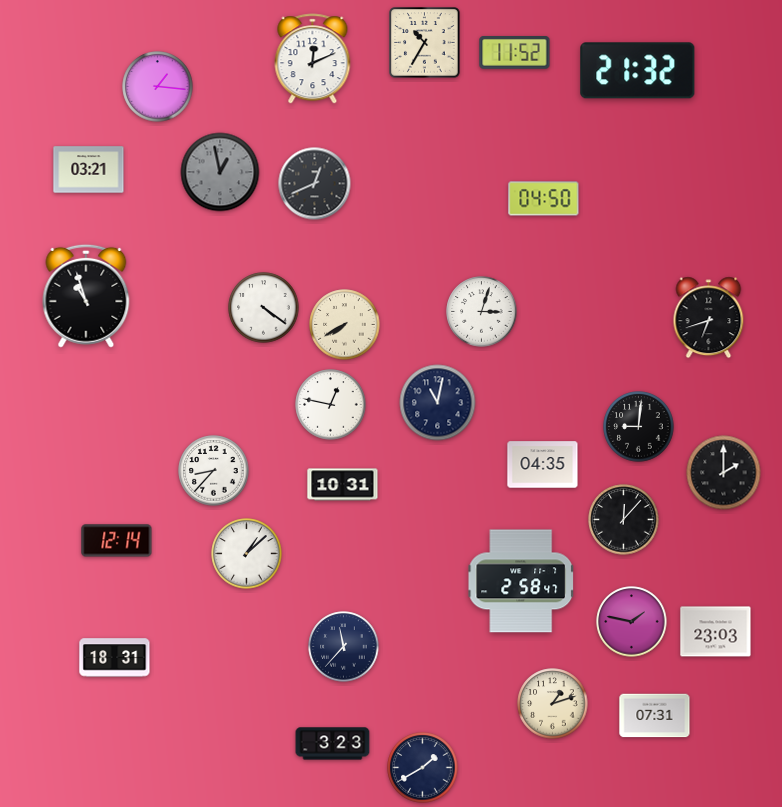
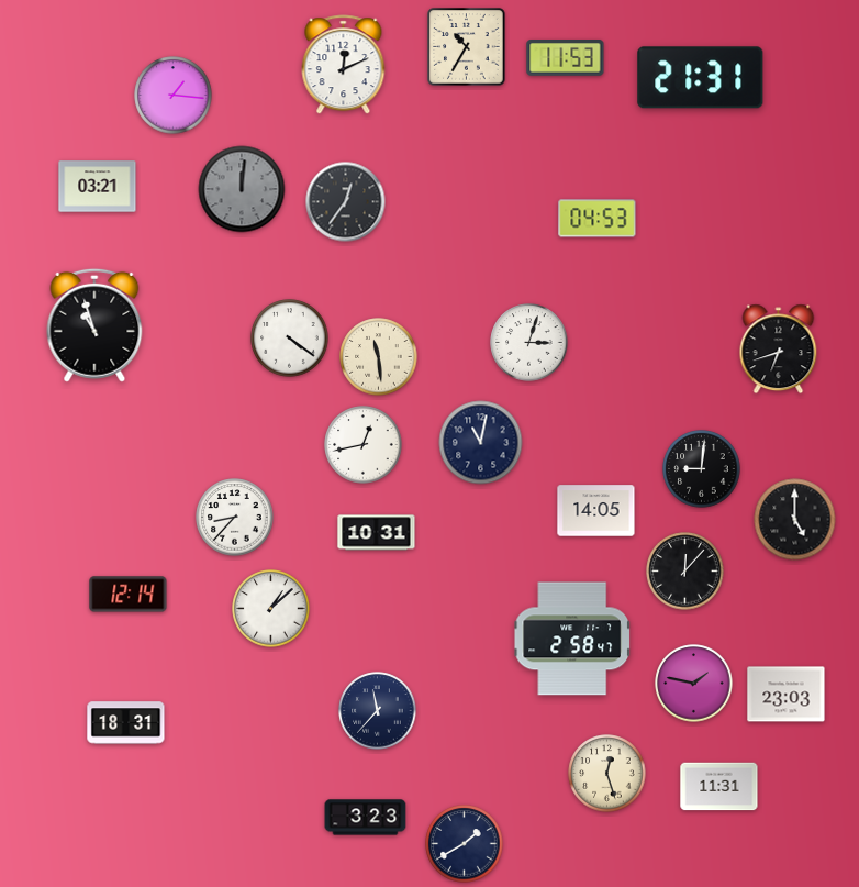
clock at (515, 53): 11:52 -> 11:53
clock at (638, 71): 21:32 -> 21:31
clock at (220, 172): 12:58 -> 12:01
clock at (315, 184): 12:41 -> 12:36
clock at (544, 199): 04:50 -> 04:53
clock at (345, 325): 7:40 -> 11:29
clock at (331, 405): 12:47 -> 12:43
clock at (543, 465): 04:35 -> 14:05
clock at (724, 473): 2:00 -> 5:00
clock at (553, 704): 1:12 -> 12:27
clock at (655, 716): 07:31 -> 11:31
